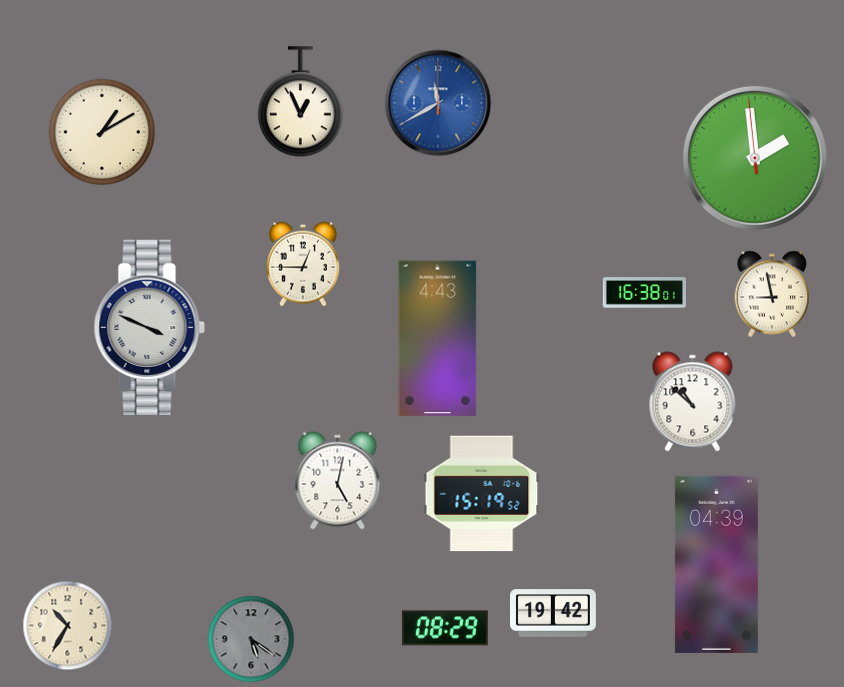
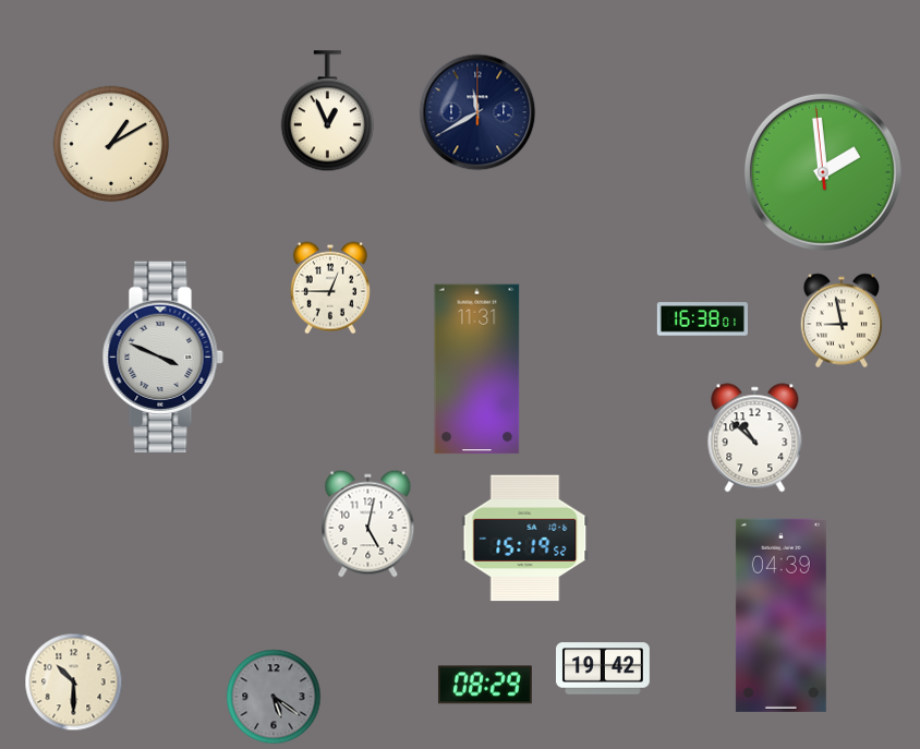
clock at (438, 103) dial: blue -> navy
clock at (438, 339): 4:43 -> 11:31
clock at (68, 626): 10:35 -> 10:30
